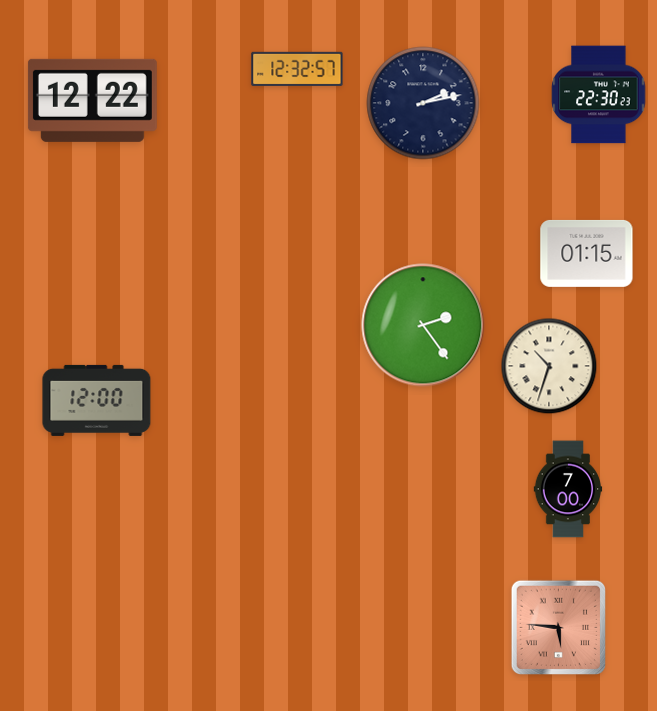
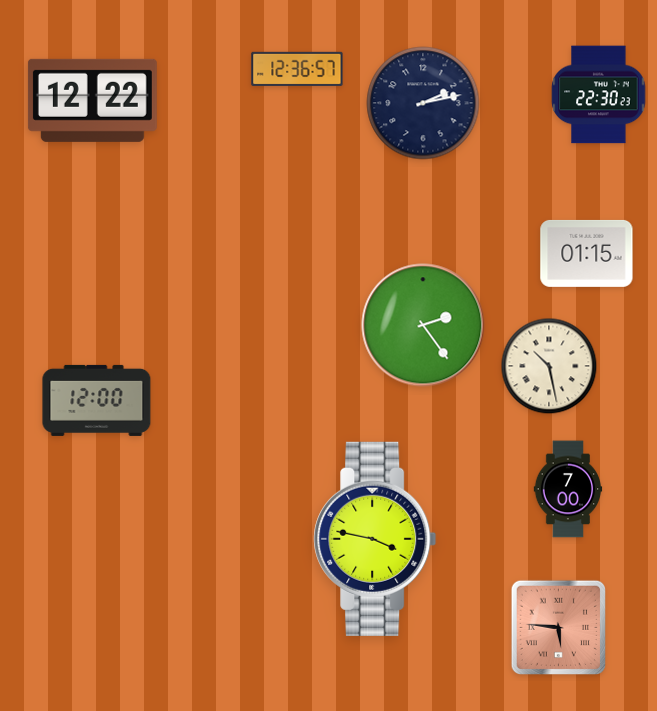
clock at (297, 69): 12:32 -> 12:36
clock at (549, 366): 10:33 -> 10:28
clock at (375, 539): none -> 3:47
